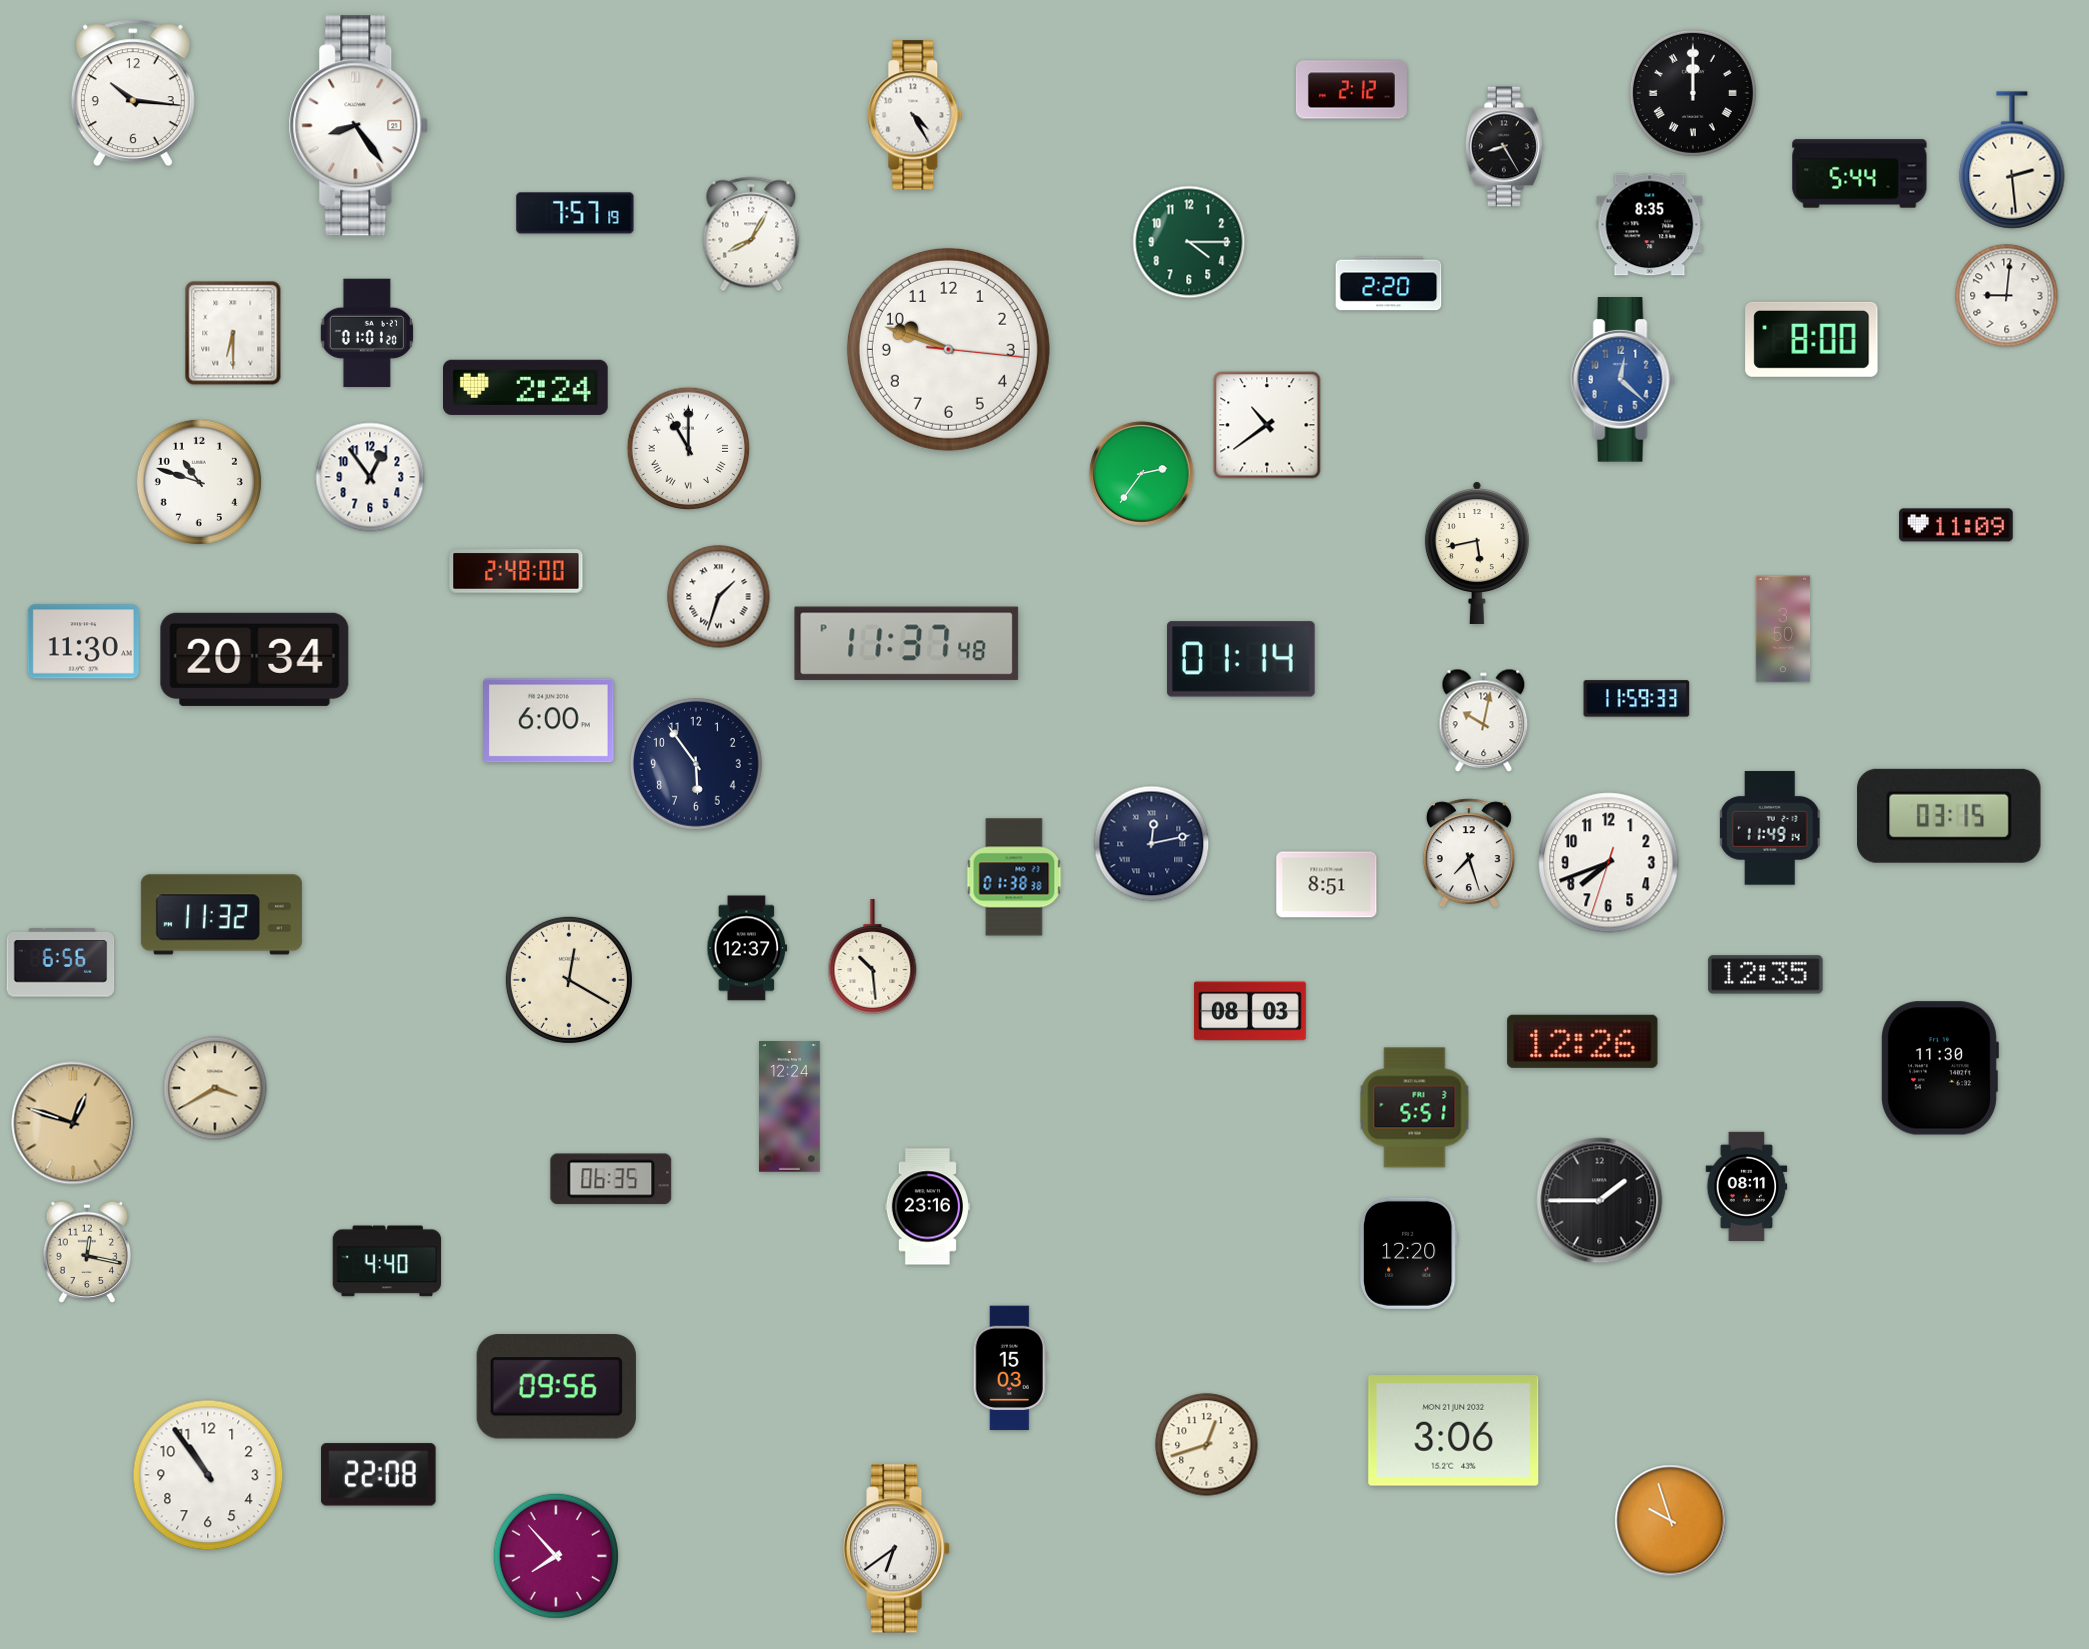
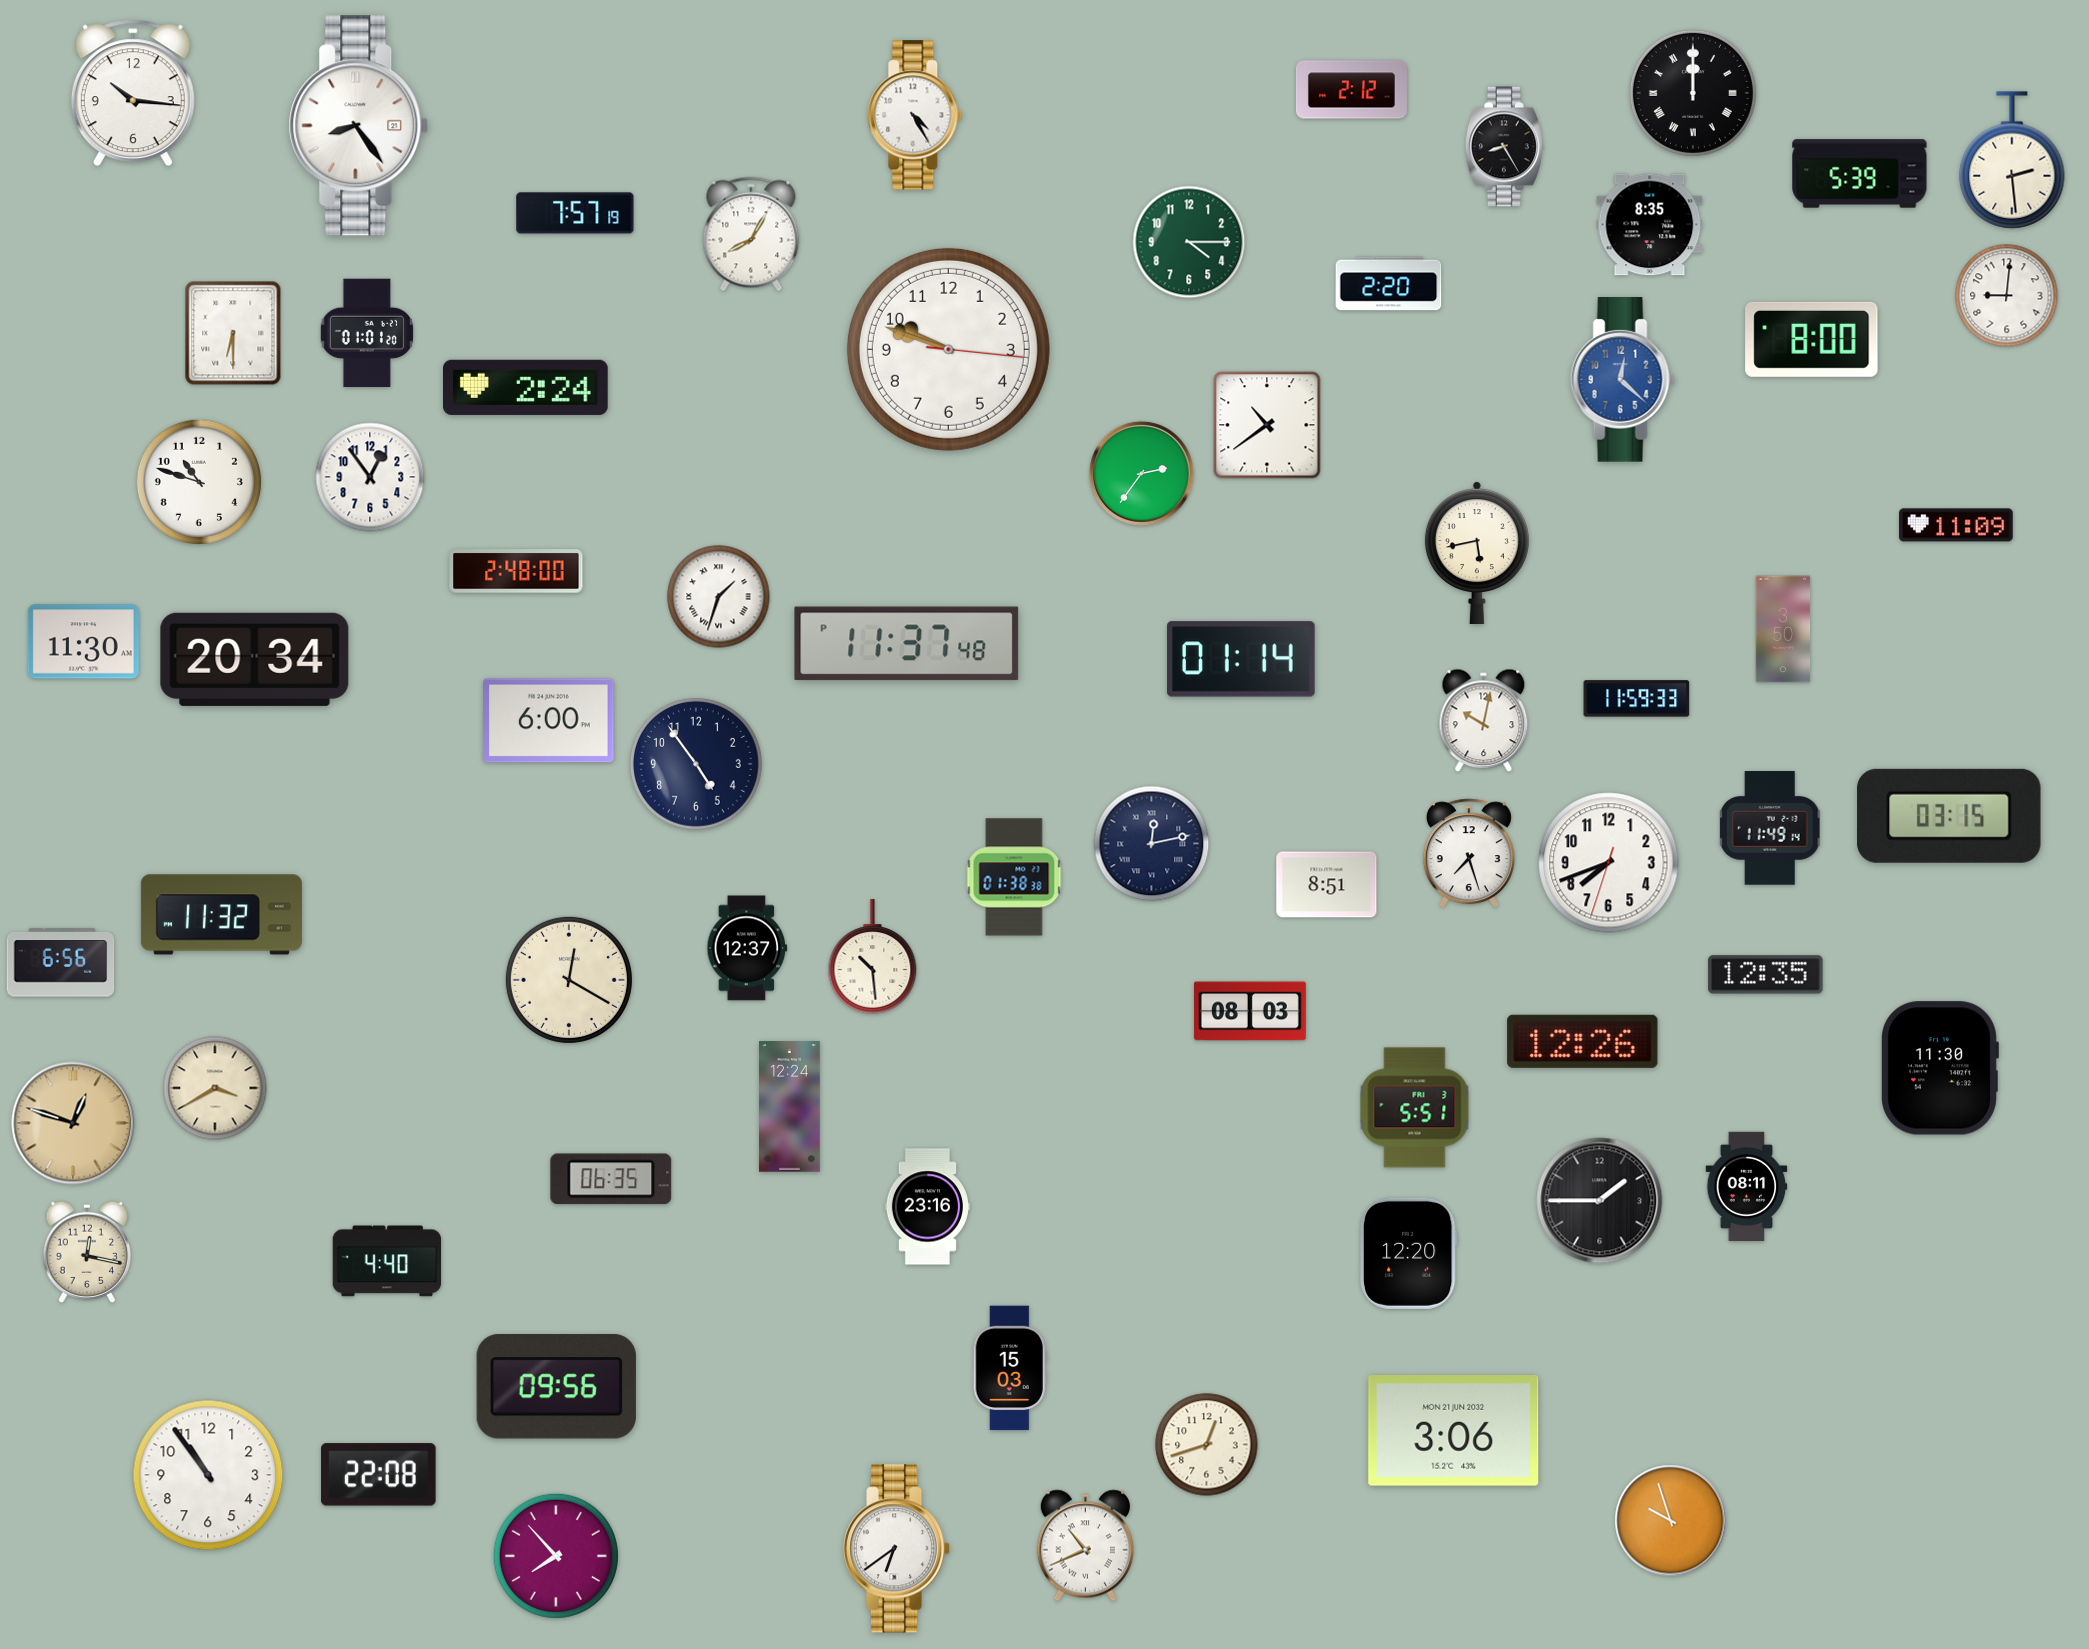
clock at (1860, 174): 5:44 -> 5:39
clock at (688, 448): 11:00 -> none
clock at (697, 765): 5:54 -> 4:54
clock at (1085, 1546): none -> 10:41
